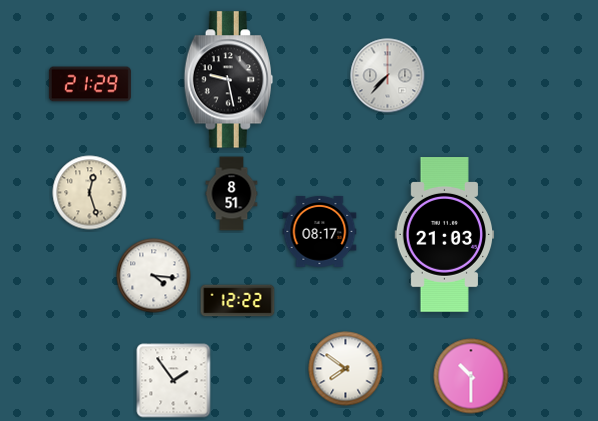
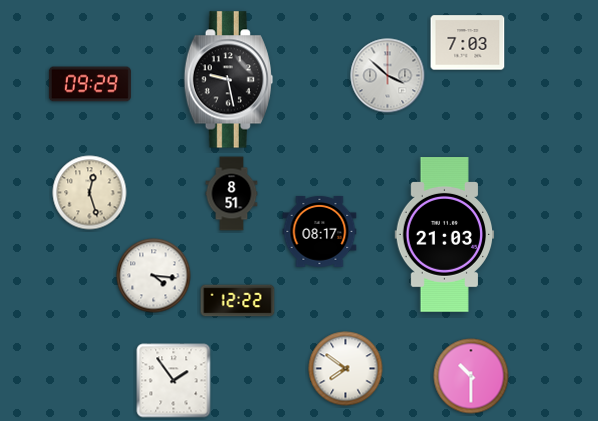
clock at (468, 43): none -> 7:03
clock at (388, 76): 7:37 -> 3:52
clock at (90, 84): 21:29 -> 09:29
